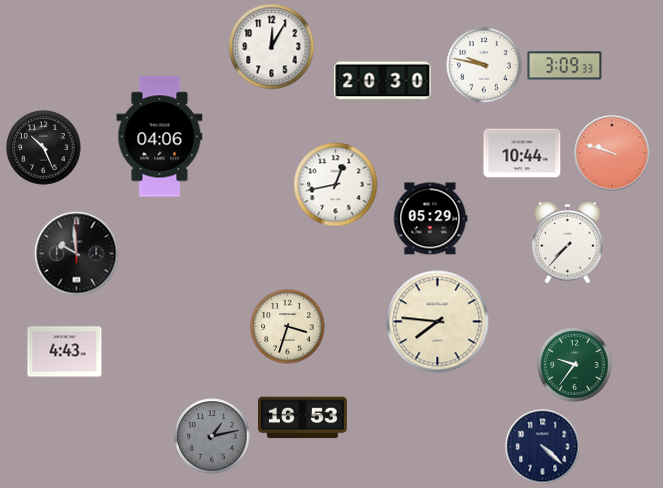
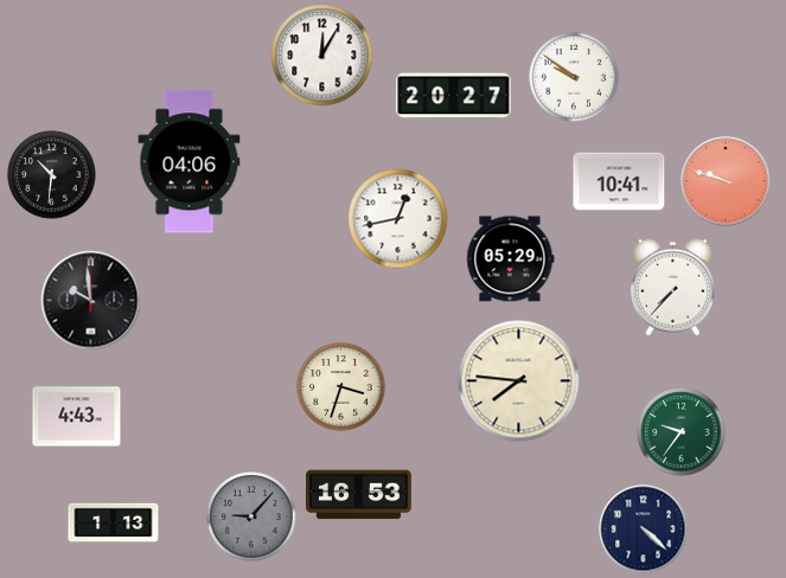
clock at (484, 65): 9:47 -> 9:51
clock at (565, 66): 3:09 -> none
clock at (383, 82): 20:30 -> 20:27
clock at (44, 148): 10:26 -> 10:31
clock at (522, 153): 10:44 -> 10:41
clock at (212, 436): 1:13 -> 9:07
clock at (114, 522): none -> 1:13
